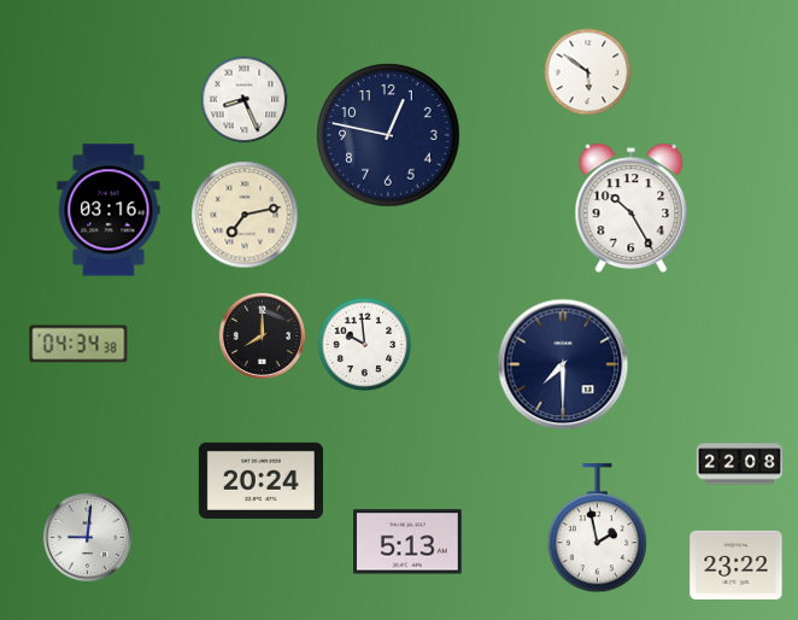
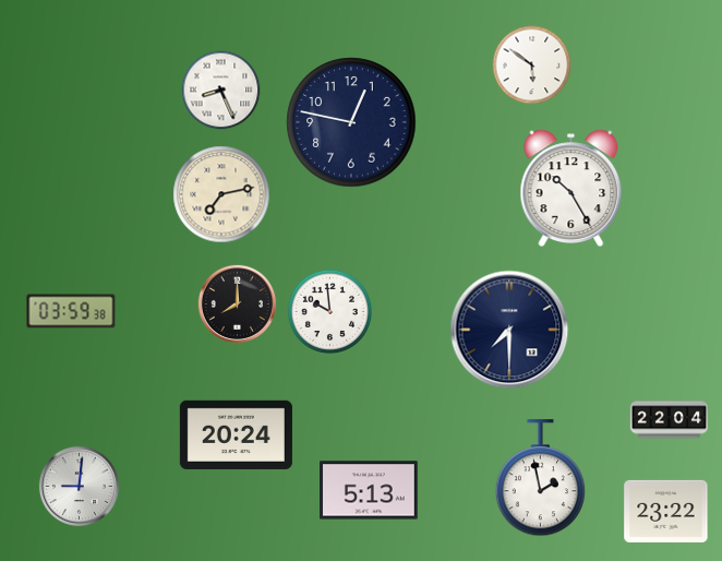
clock at (108, 210): 03:16 -> none
clock at (78, 344): 04:34 -> 03:59
clock at (739, 464): 22:08 -> 22:04
